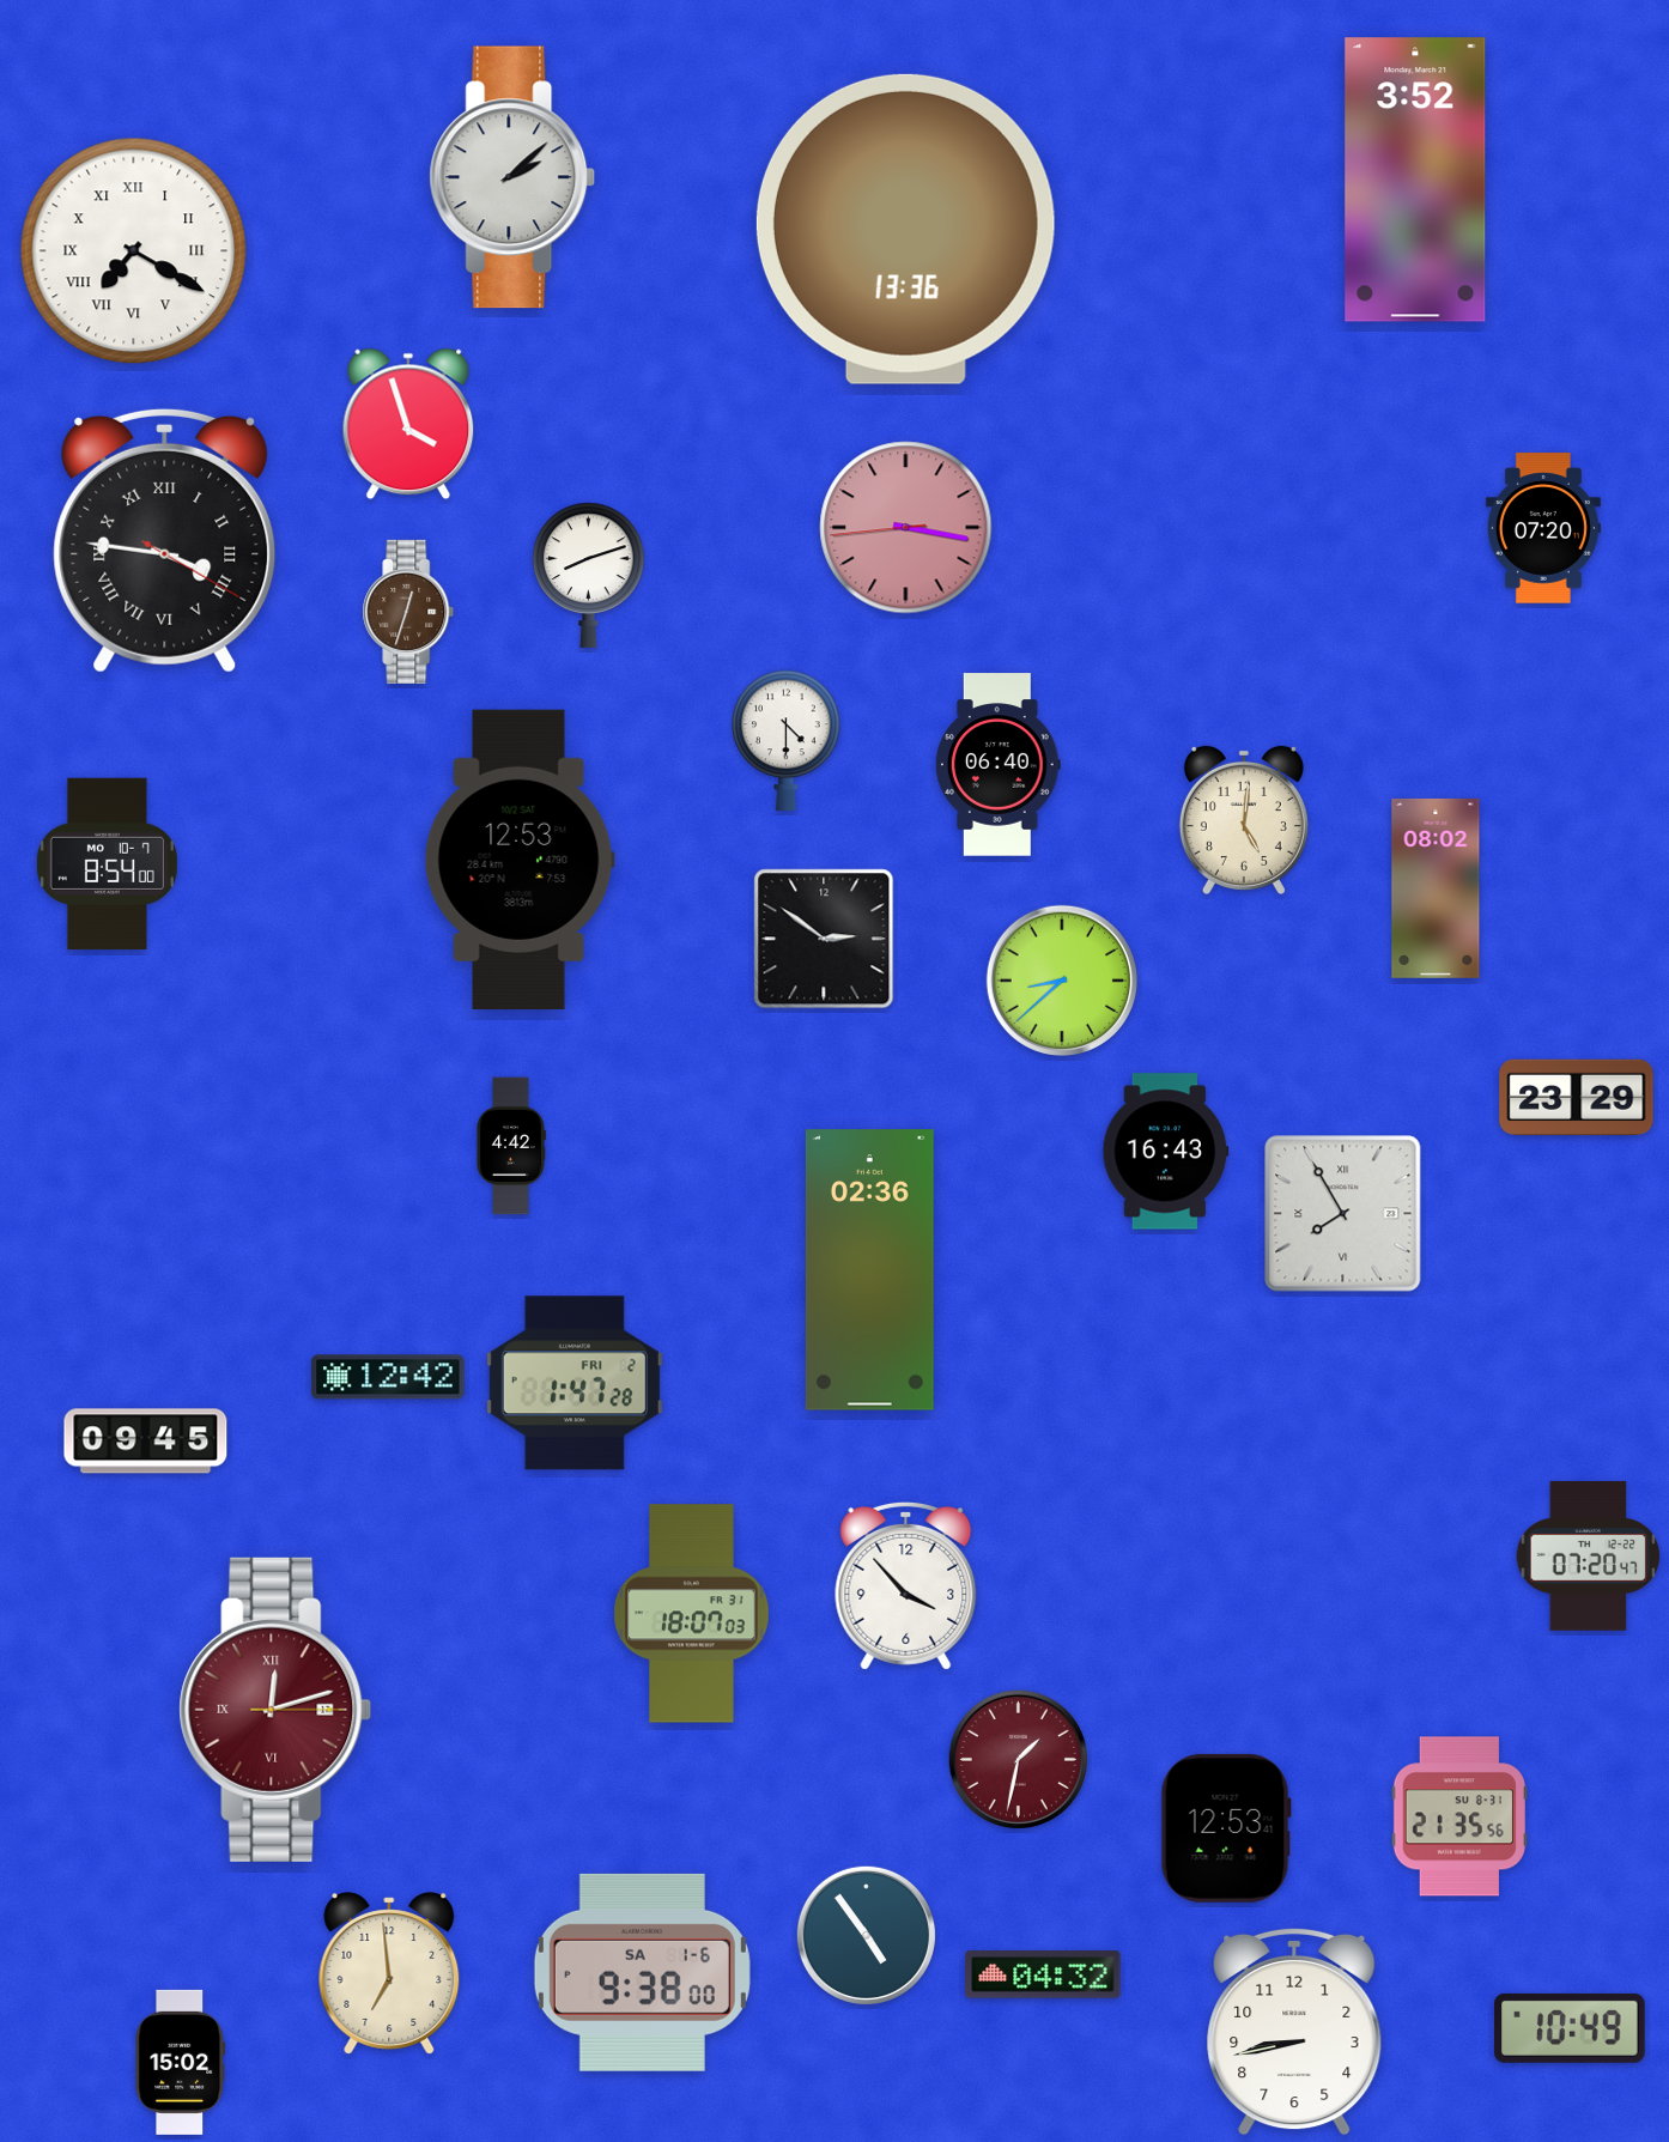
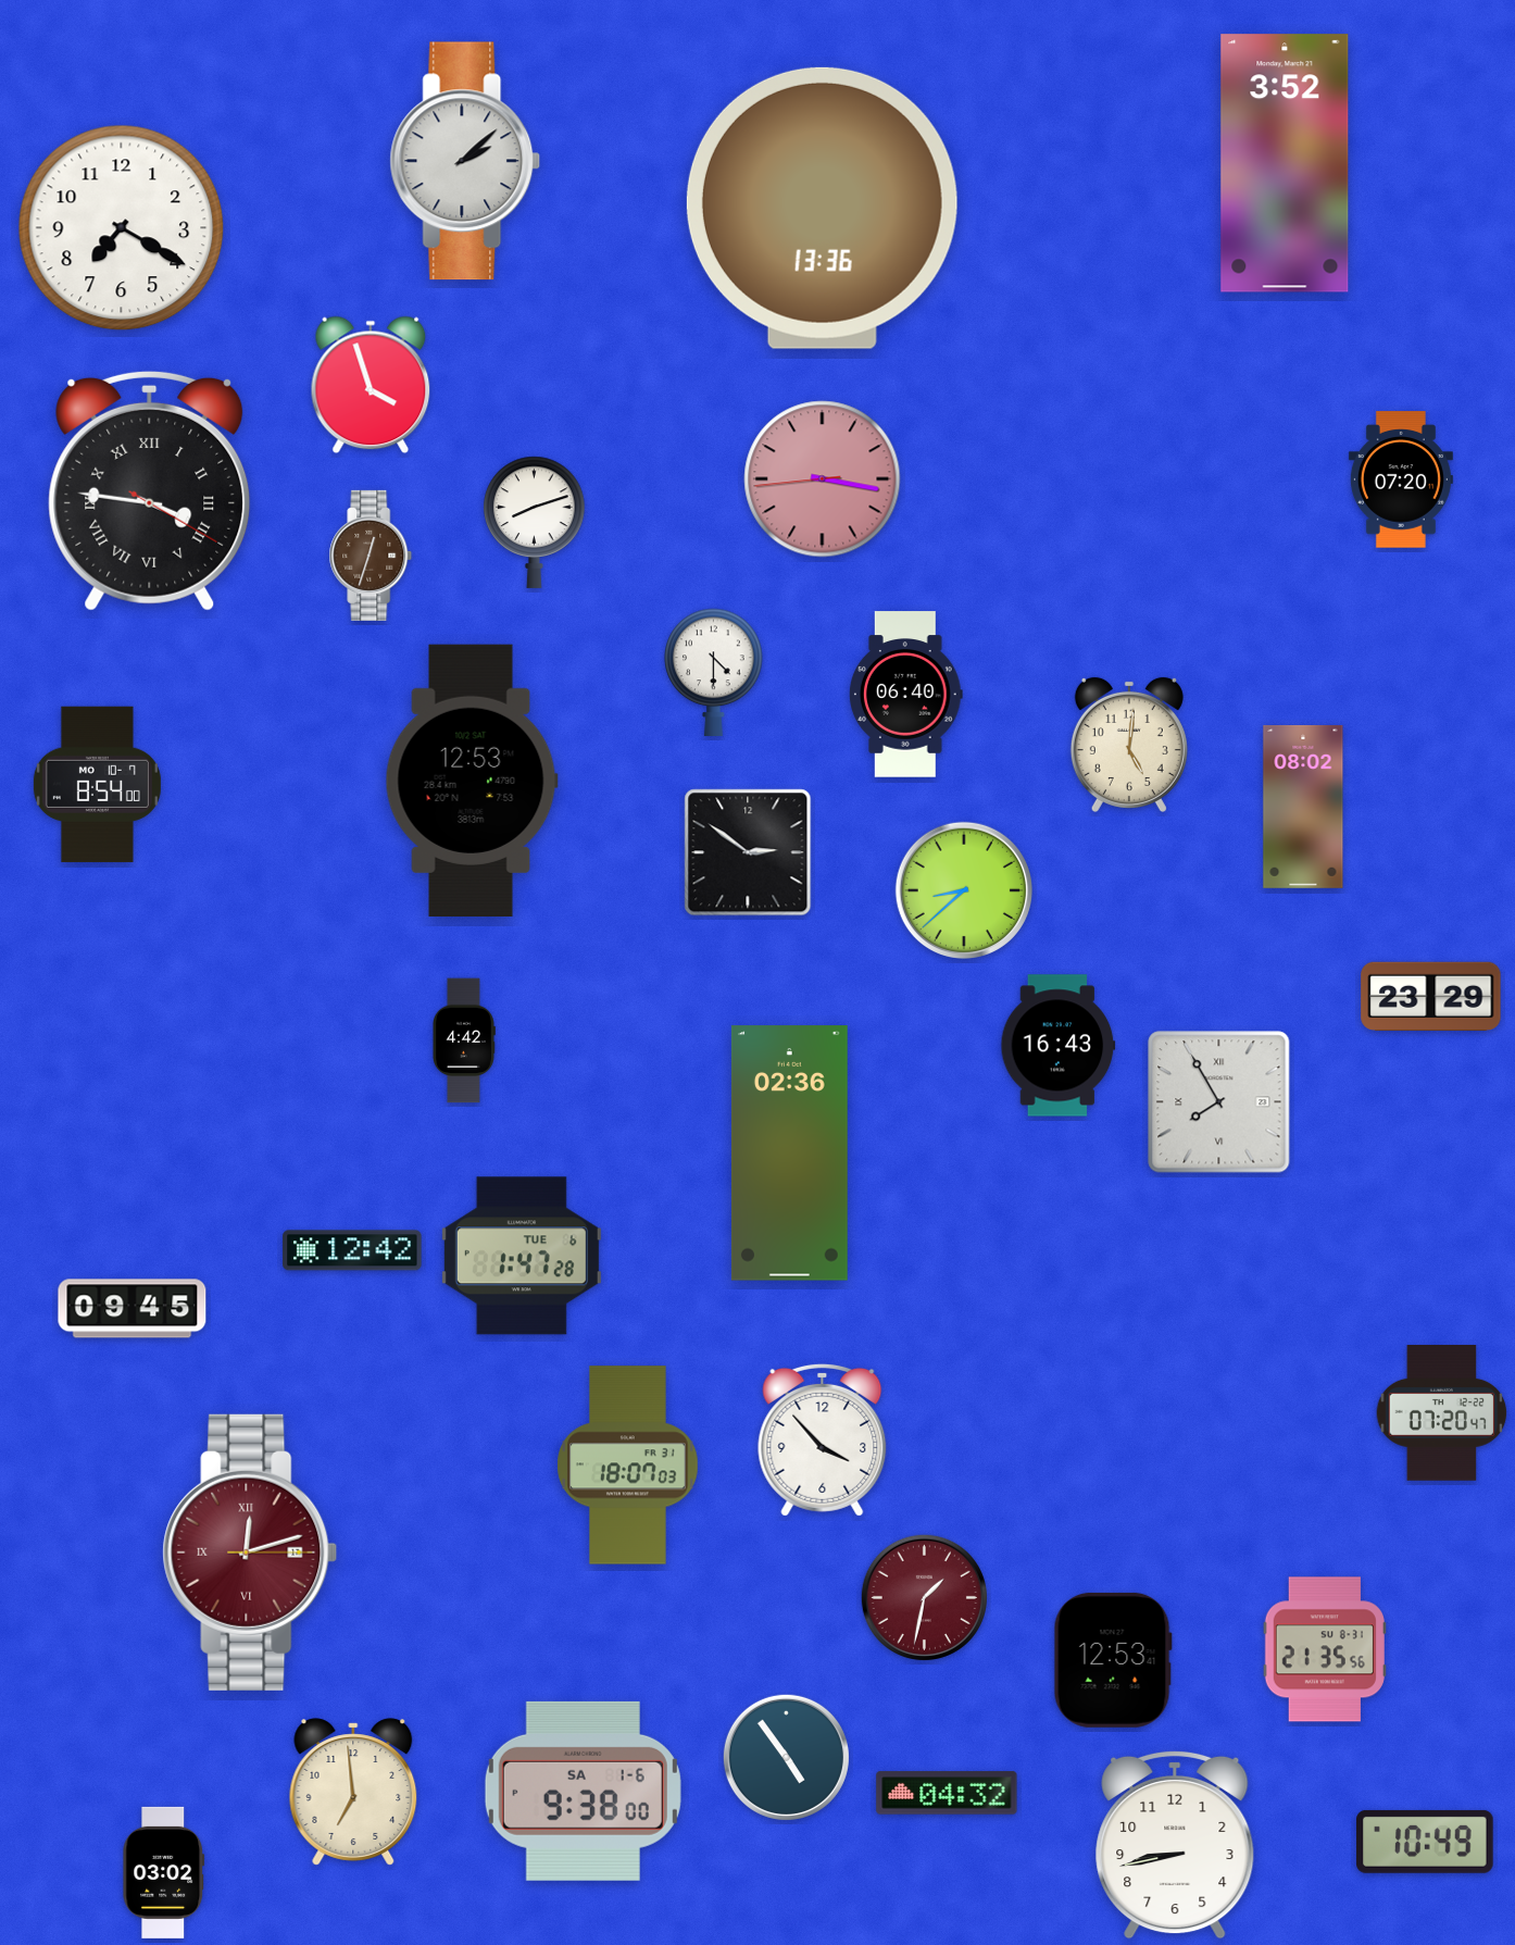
clock at (134, 251) numerals: Roman -> Arabic
clock at (575, 1383) date: FRI 2 -> TUE 6
clock at (181, 2062): 15:02 -> 03:02
